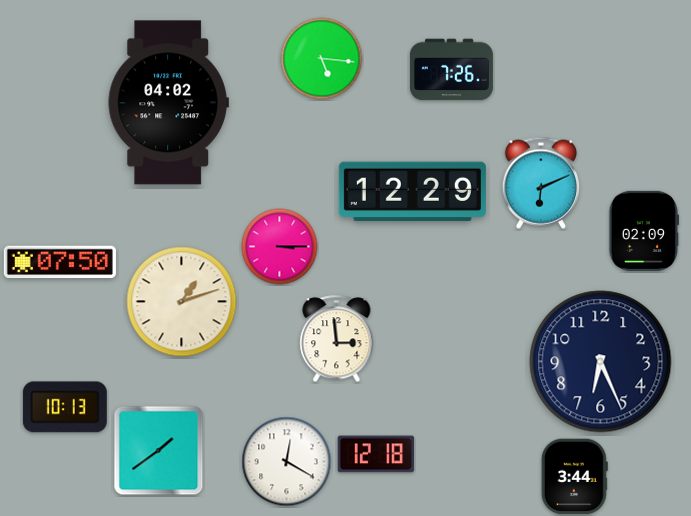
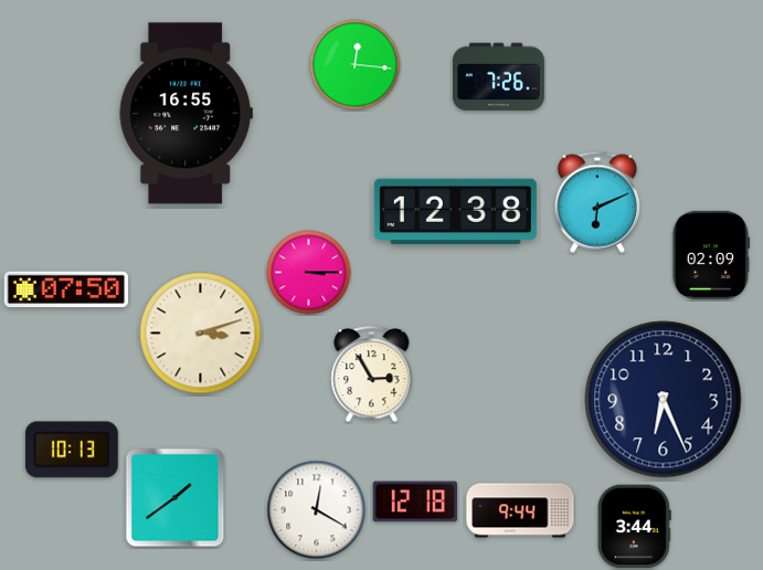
clock at (322, 59): 5:16 -> 12:16
clock at (168, 103): 04:02 -> 16:55
clock at (412, 192): 12:29 -> 12:38
clock at (182, 302): 1:12 -> 3:12
clock at (337, 339): 2:59 -> 2:55
clock at (520, 510): none -> 9:44
